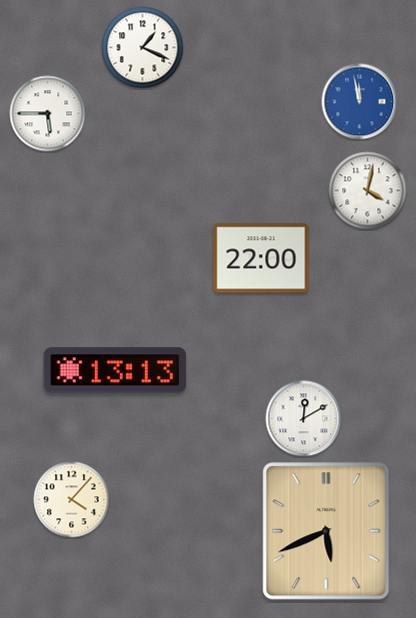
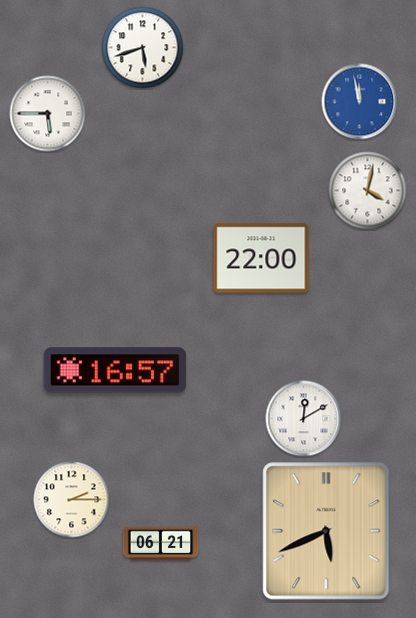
clock at (143, 48): 1:19 -> 5:42
clock at (115, 370): 13:13 -> 16:57
clock at (72, 500): 4:07 -> 2:15
clock at (161, 544): none -> 06:21
